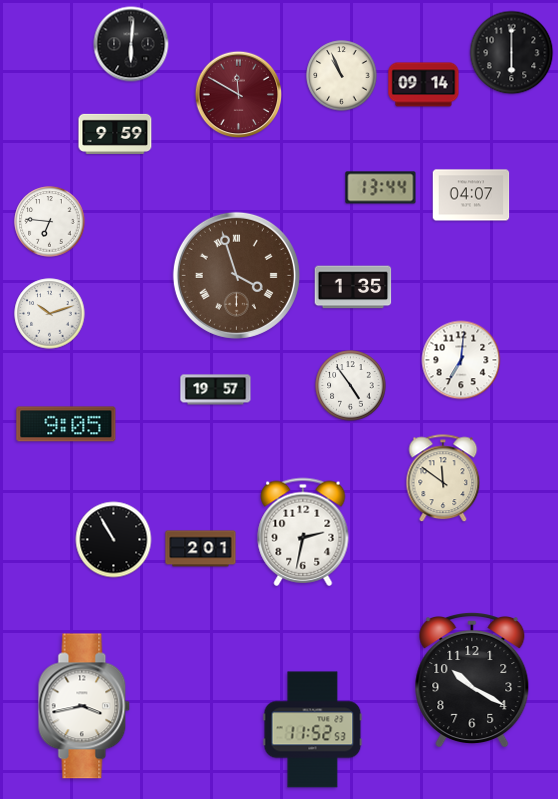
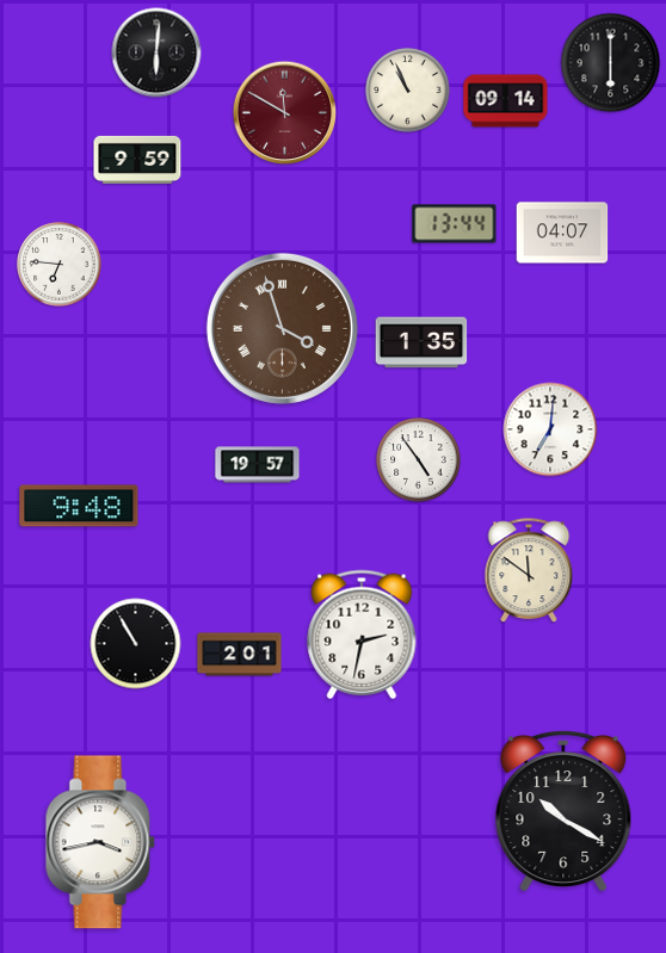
clock at (50, 314): 10:12 -> none
clock at (66, 424): 9:05 -> 9:48
clock at (313, 730): 11:52 -> none
